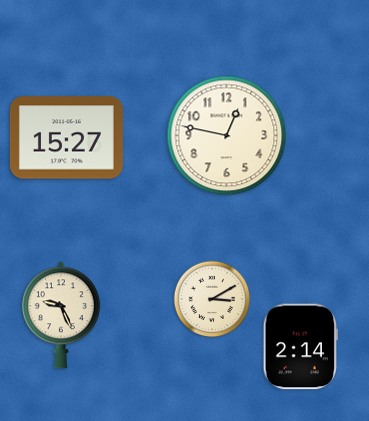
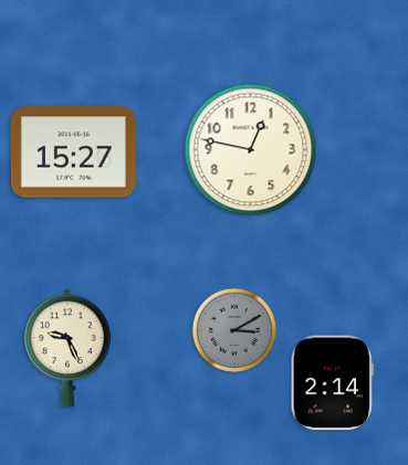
clock at (212, 299) dial: cream -> grey
